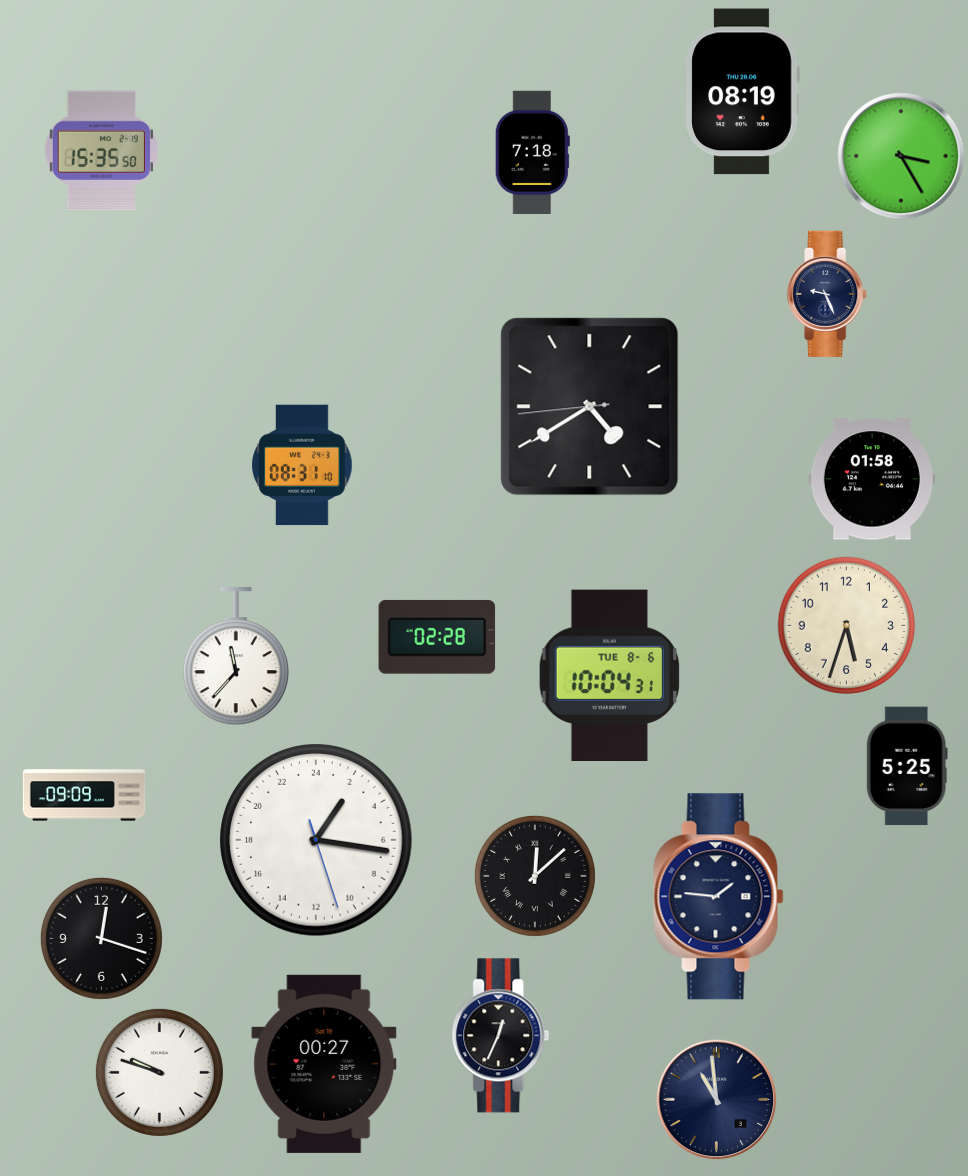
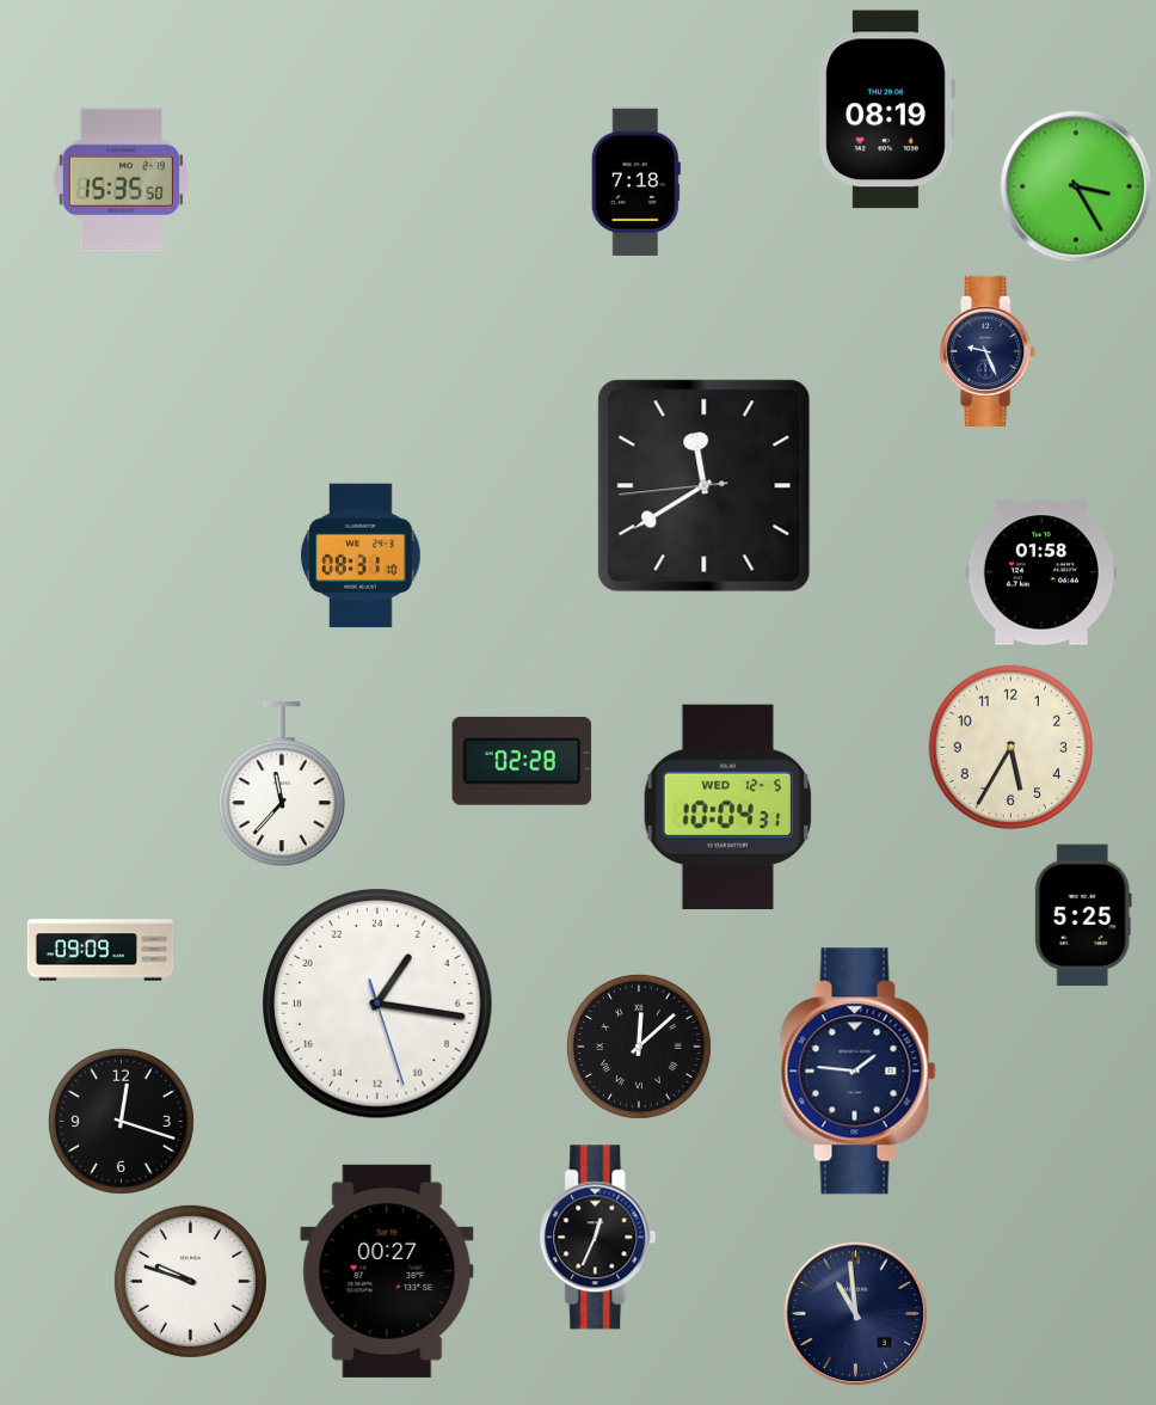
clock at (590, 407): 4:39 -> 11:39
clock at (846, 625): 5:33 -> 5:35
clock at (610, 675) date: TUE 8-6 -> WED 12-5
